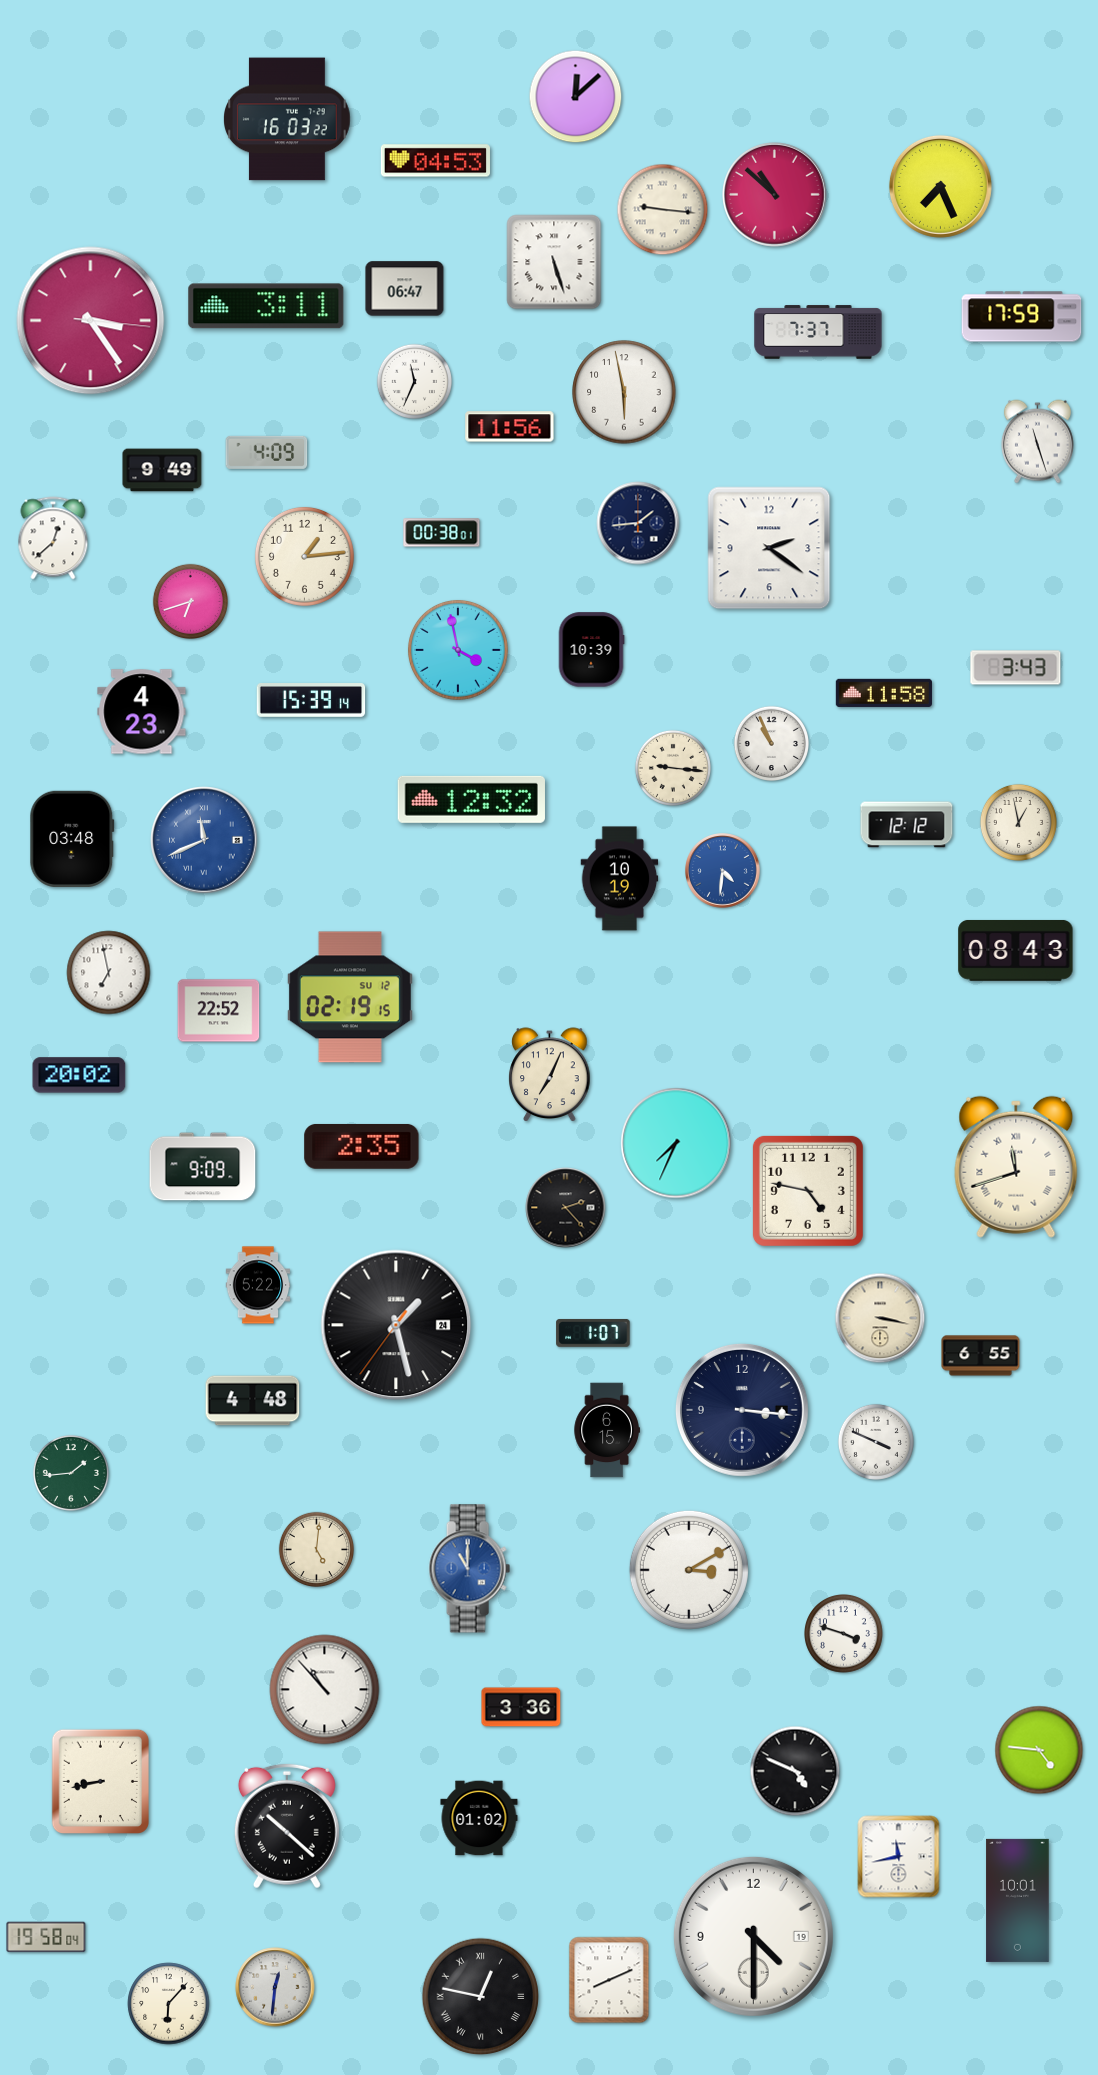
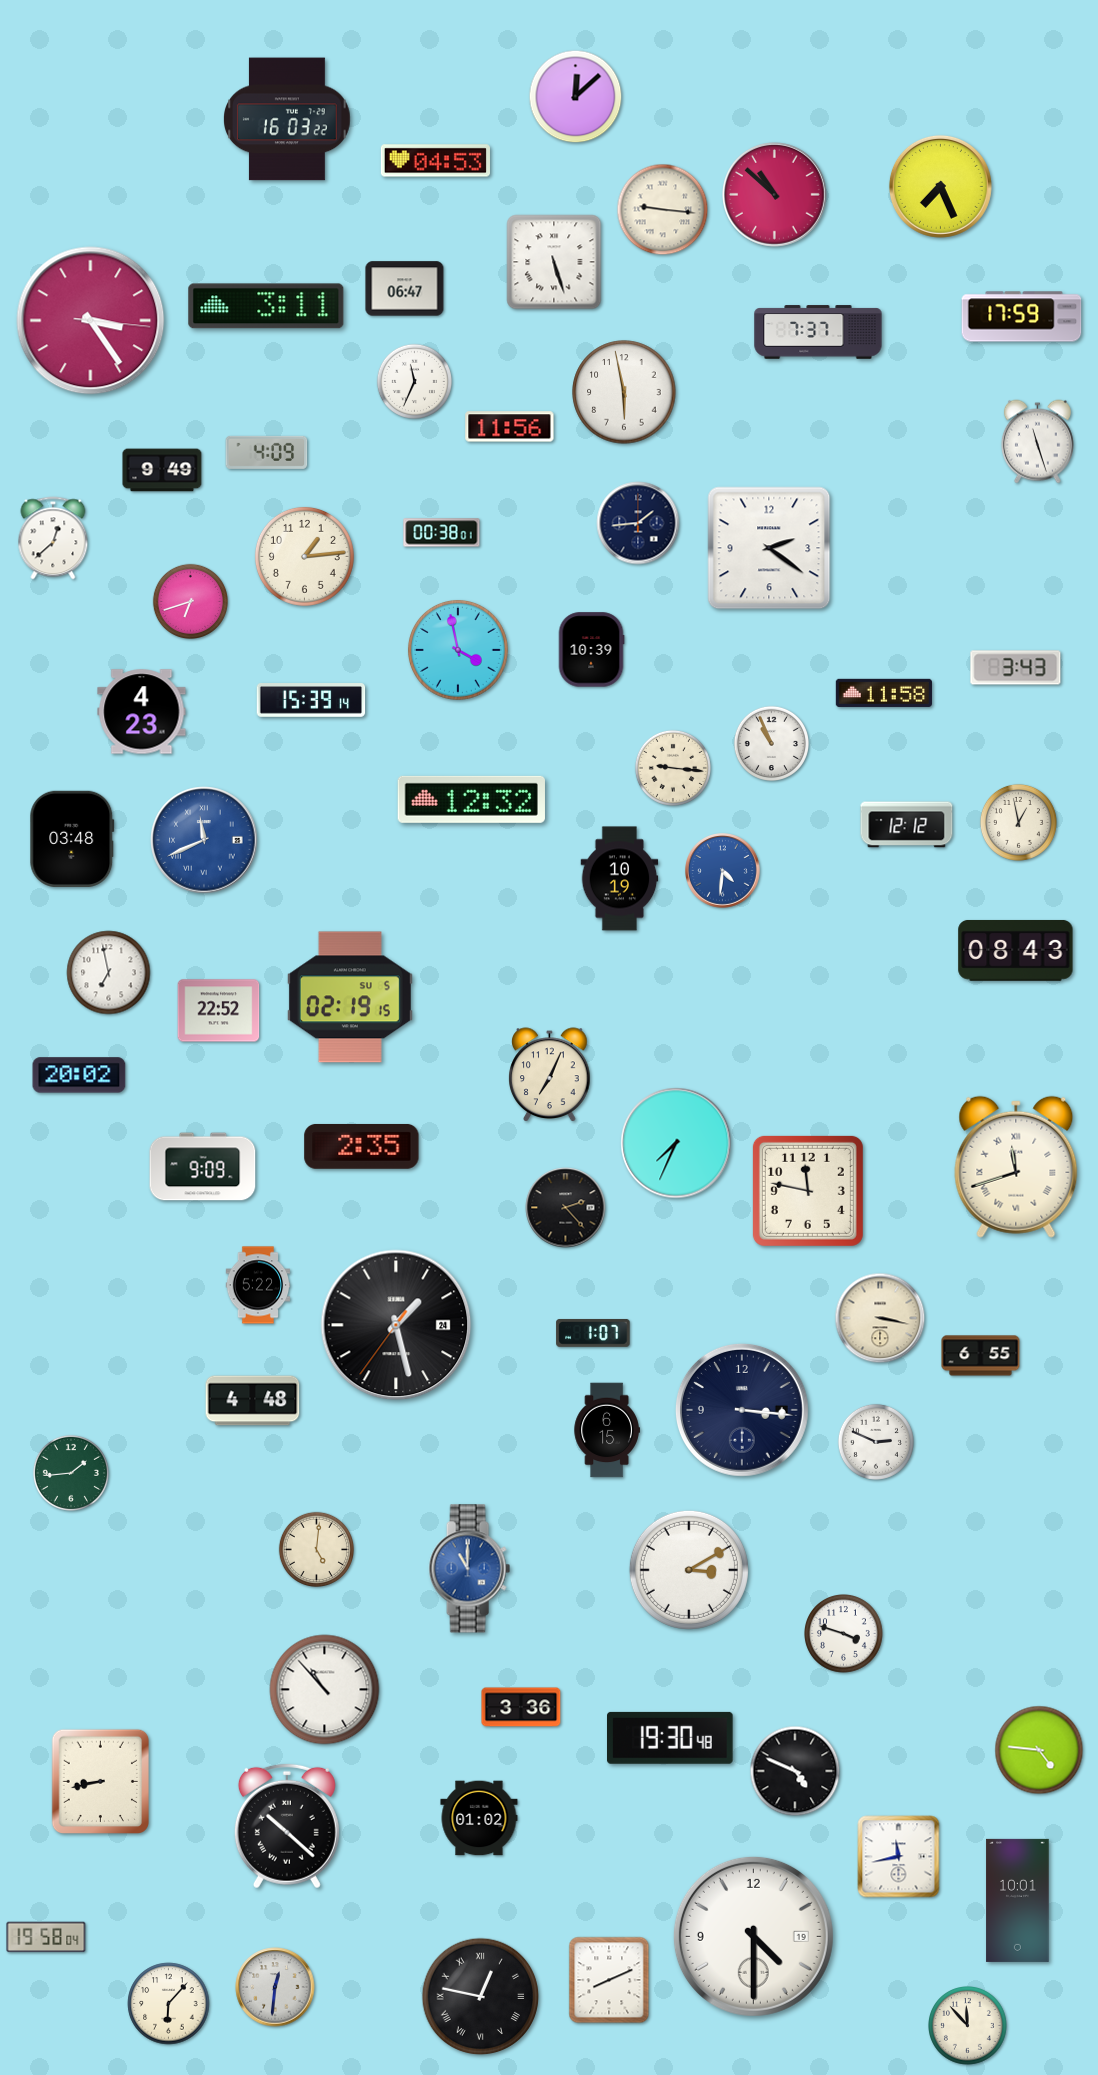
clock at (350, 997) date: SU 12 -> SU 5
clock at (808, 1191): 4:47 -> 11:47
clock at (876, 1442): 3:49 -> 2:49
clock at (671, 1738): none -> 19:30
clock at (968, 2026): none -> 11:53
